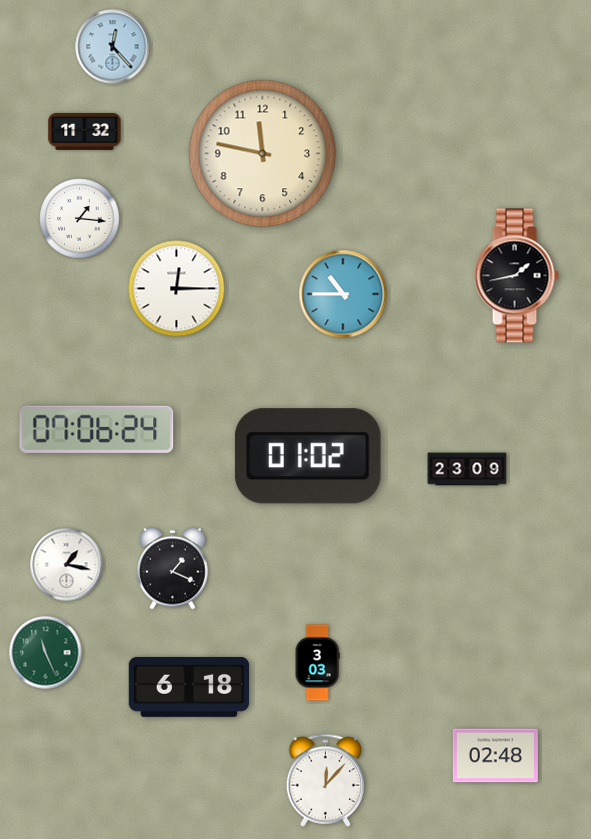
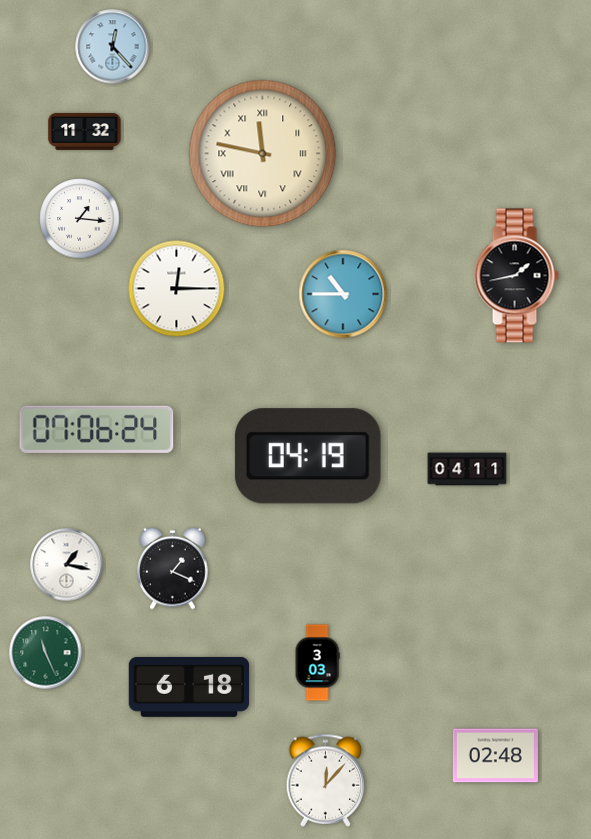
clock at (263, 154) numerals: Arabic -> Roman
clock at (308, 456): 01:02 -> 04:19
clock at (467, 469): 23:09 -> 04:11
